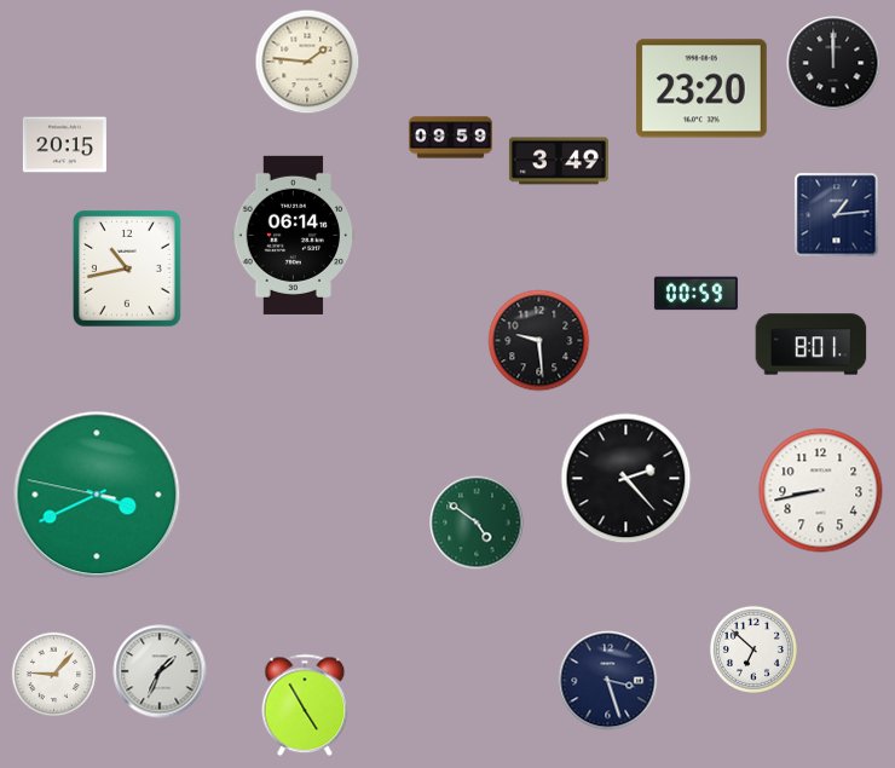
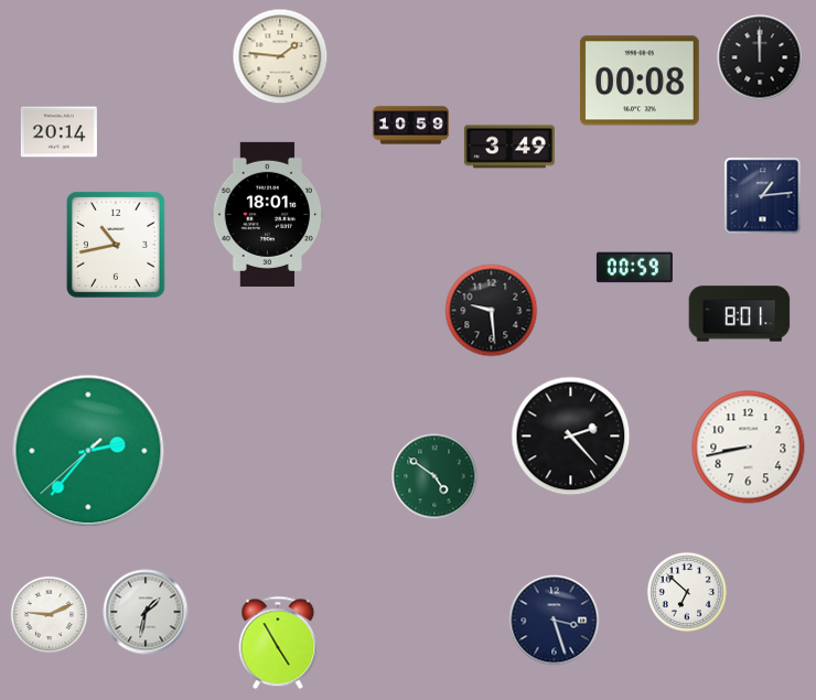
clock at (701, 88): 23:20 -> 00:08
clock at (450, 138): 09:59 -> 10:59
clock at (64, 145): 20:15 -> 20:14
clock at (294, 235): 06:14 -> 18:01
clock at (97, 495): 3:40 -> 2:36
clock at (160, 671): 1:34 -> 1:32
clock at (54, 675): 9:07 -> 9:11
